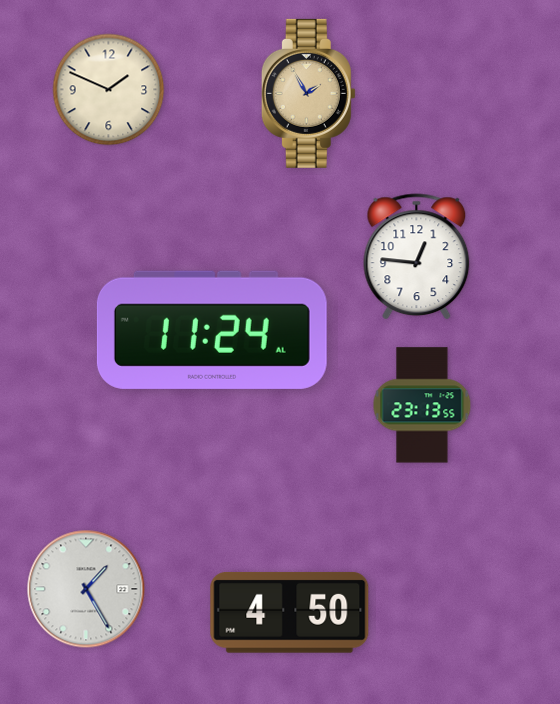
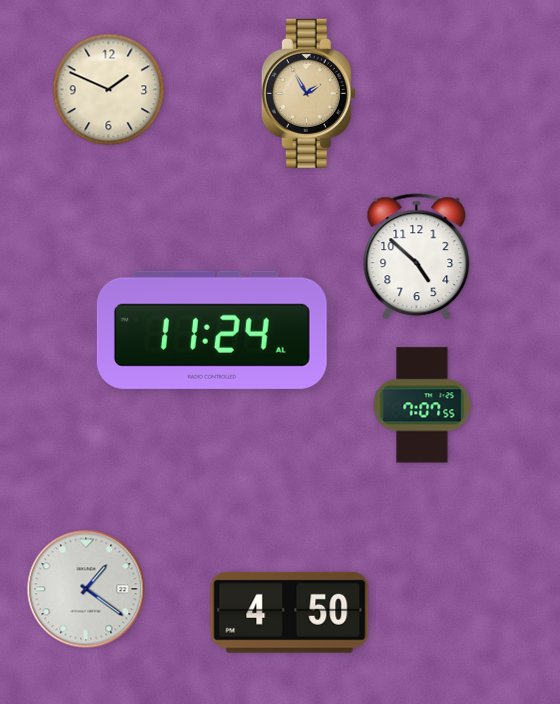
clock at (417, 257): 12:46 -> 4:52
clock at (422, 405): 23:13 -> 7:07
clock at (86, 589): 1:25 -> 1:21
